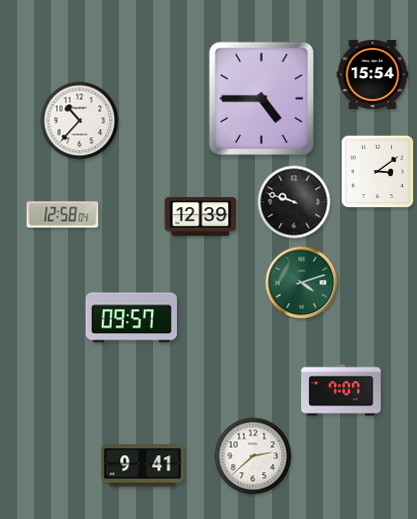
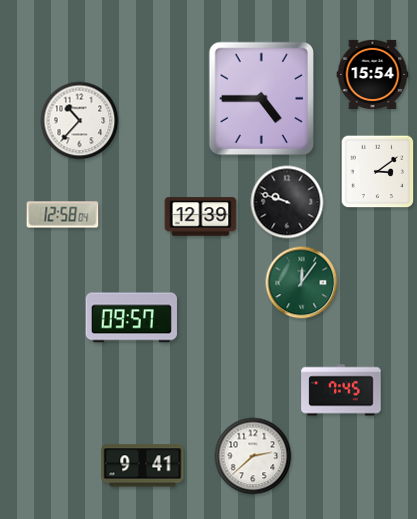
clock at (294, 202) position: (294, 202) -> (287, 202)
clock at (302, 283): 4:12 -> 12:06
clock at (341, 390): 7:07 -> 7:45
